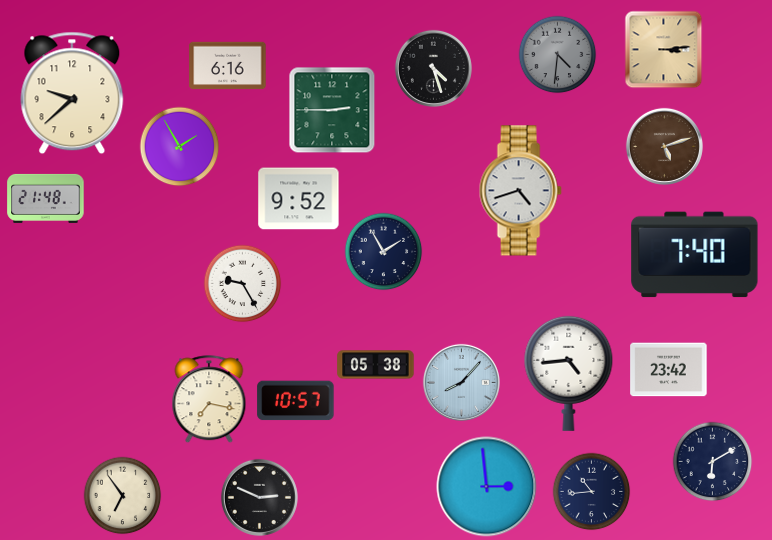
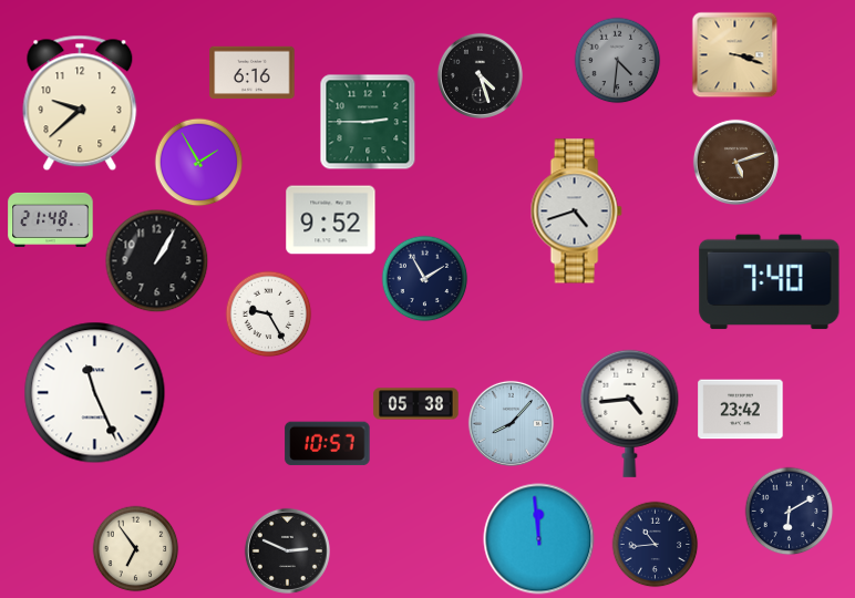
clock at (663, 49): 3:14 -> 3:18
clock at (156, 260): none -> 1:05
clock at (95, 393): none -> 11:26
clock at (209, 399): 7:17 -> none
clock at (487, 487): 2:59 -> 11:59
